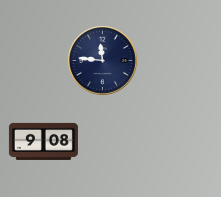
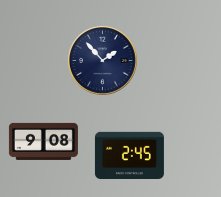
clock at (103, 61): 11:46 -> 1:53
clock at (129, 155): none -> 2:45
